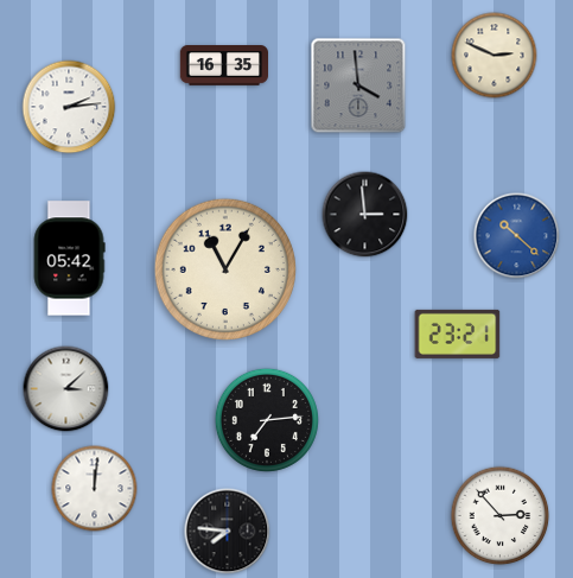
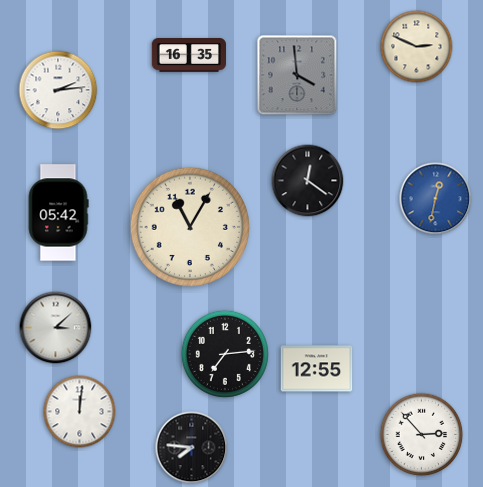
clock at (358, 85) position: (358, 85) -> (297, 75)
clock at (365, 215): 2:59 -> 12:21
clock at (517, 236): 10:22 -> 12:32
clock at (69, 259) position: (69, 259) -> (58, 213)
clock at (458, 334): 23:21 -> none
clock at (317, 369): none -> 12:55
